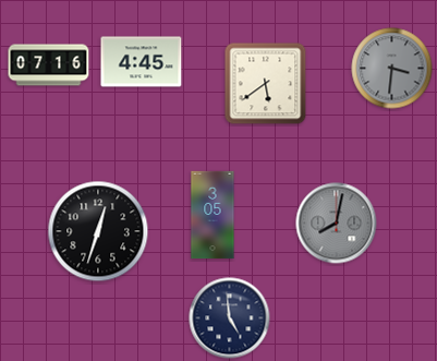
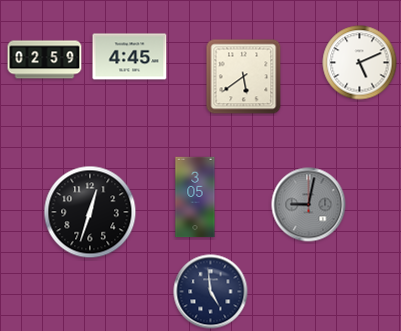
clock at (49, 65): 07:16 -> 02:59
clock at (392, 69): 3:31 -> 5:11
clock at (392, 69) dial: grey -> white
clock at (337, 224): 8:02 -> 9:02
